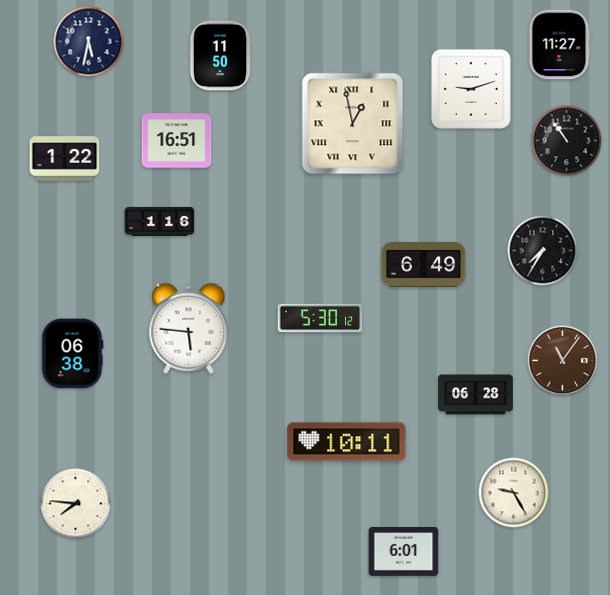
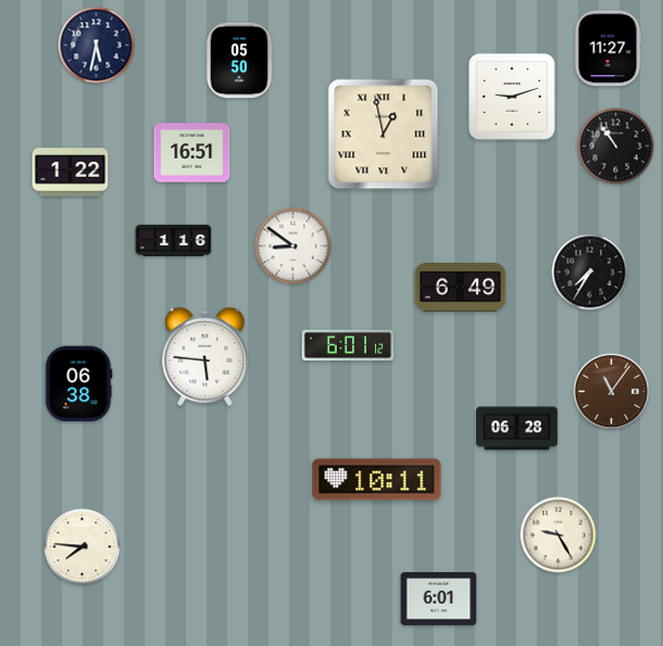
clock at (220, 56): 11:50 -> 05:50
clock at (567, 141) position: (567, 141) -> (616, 147)
clock at (293, 246): none -> 8:51
clock at (320, 318): 5:30 -> 6:01
